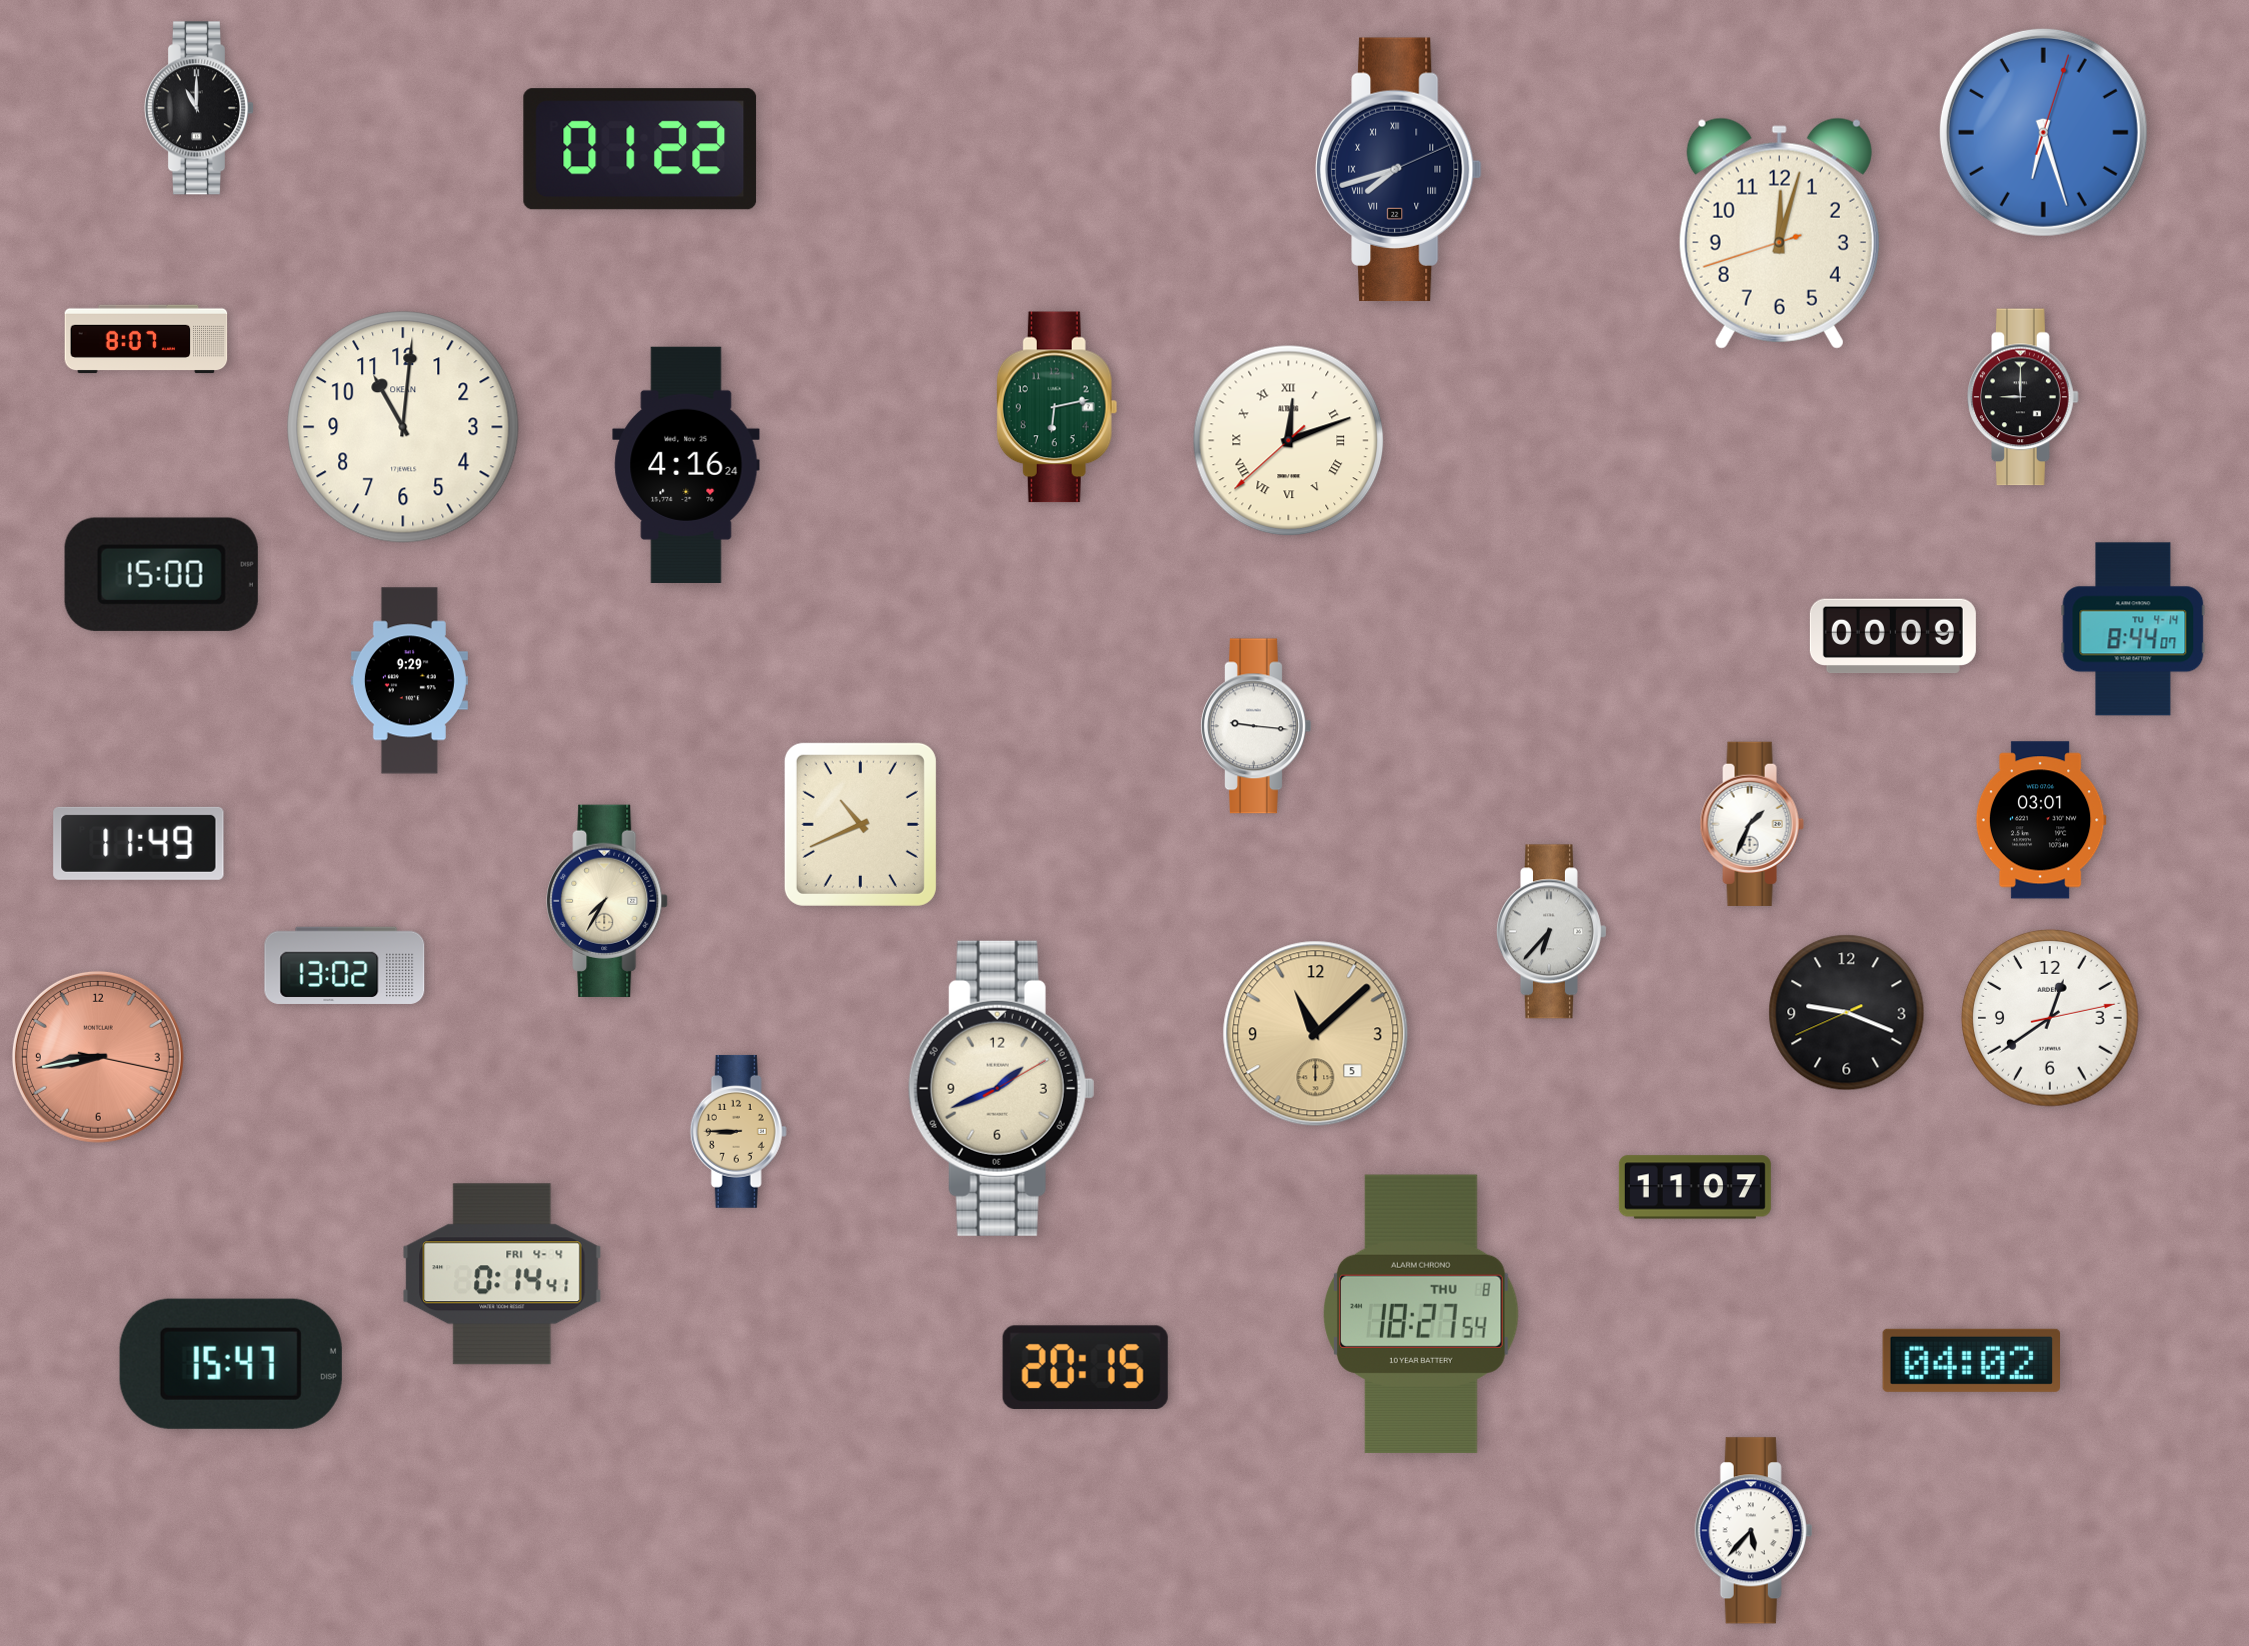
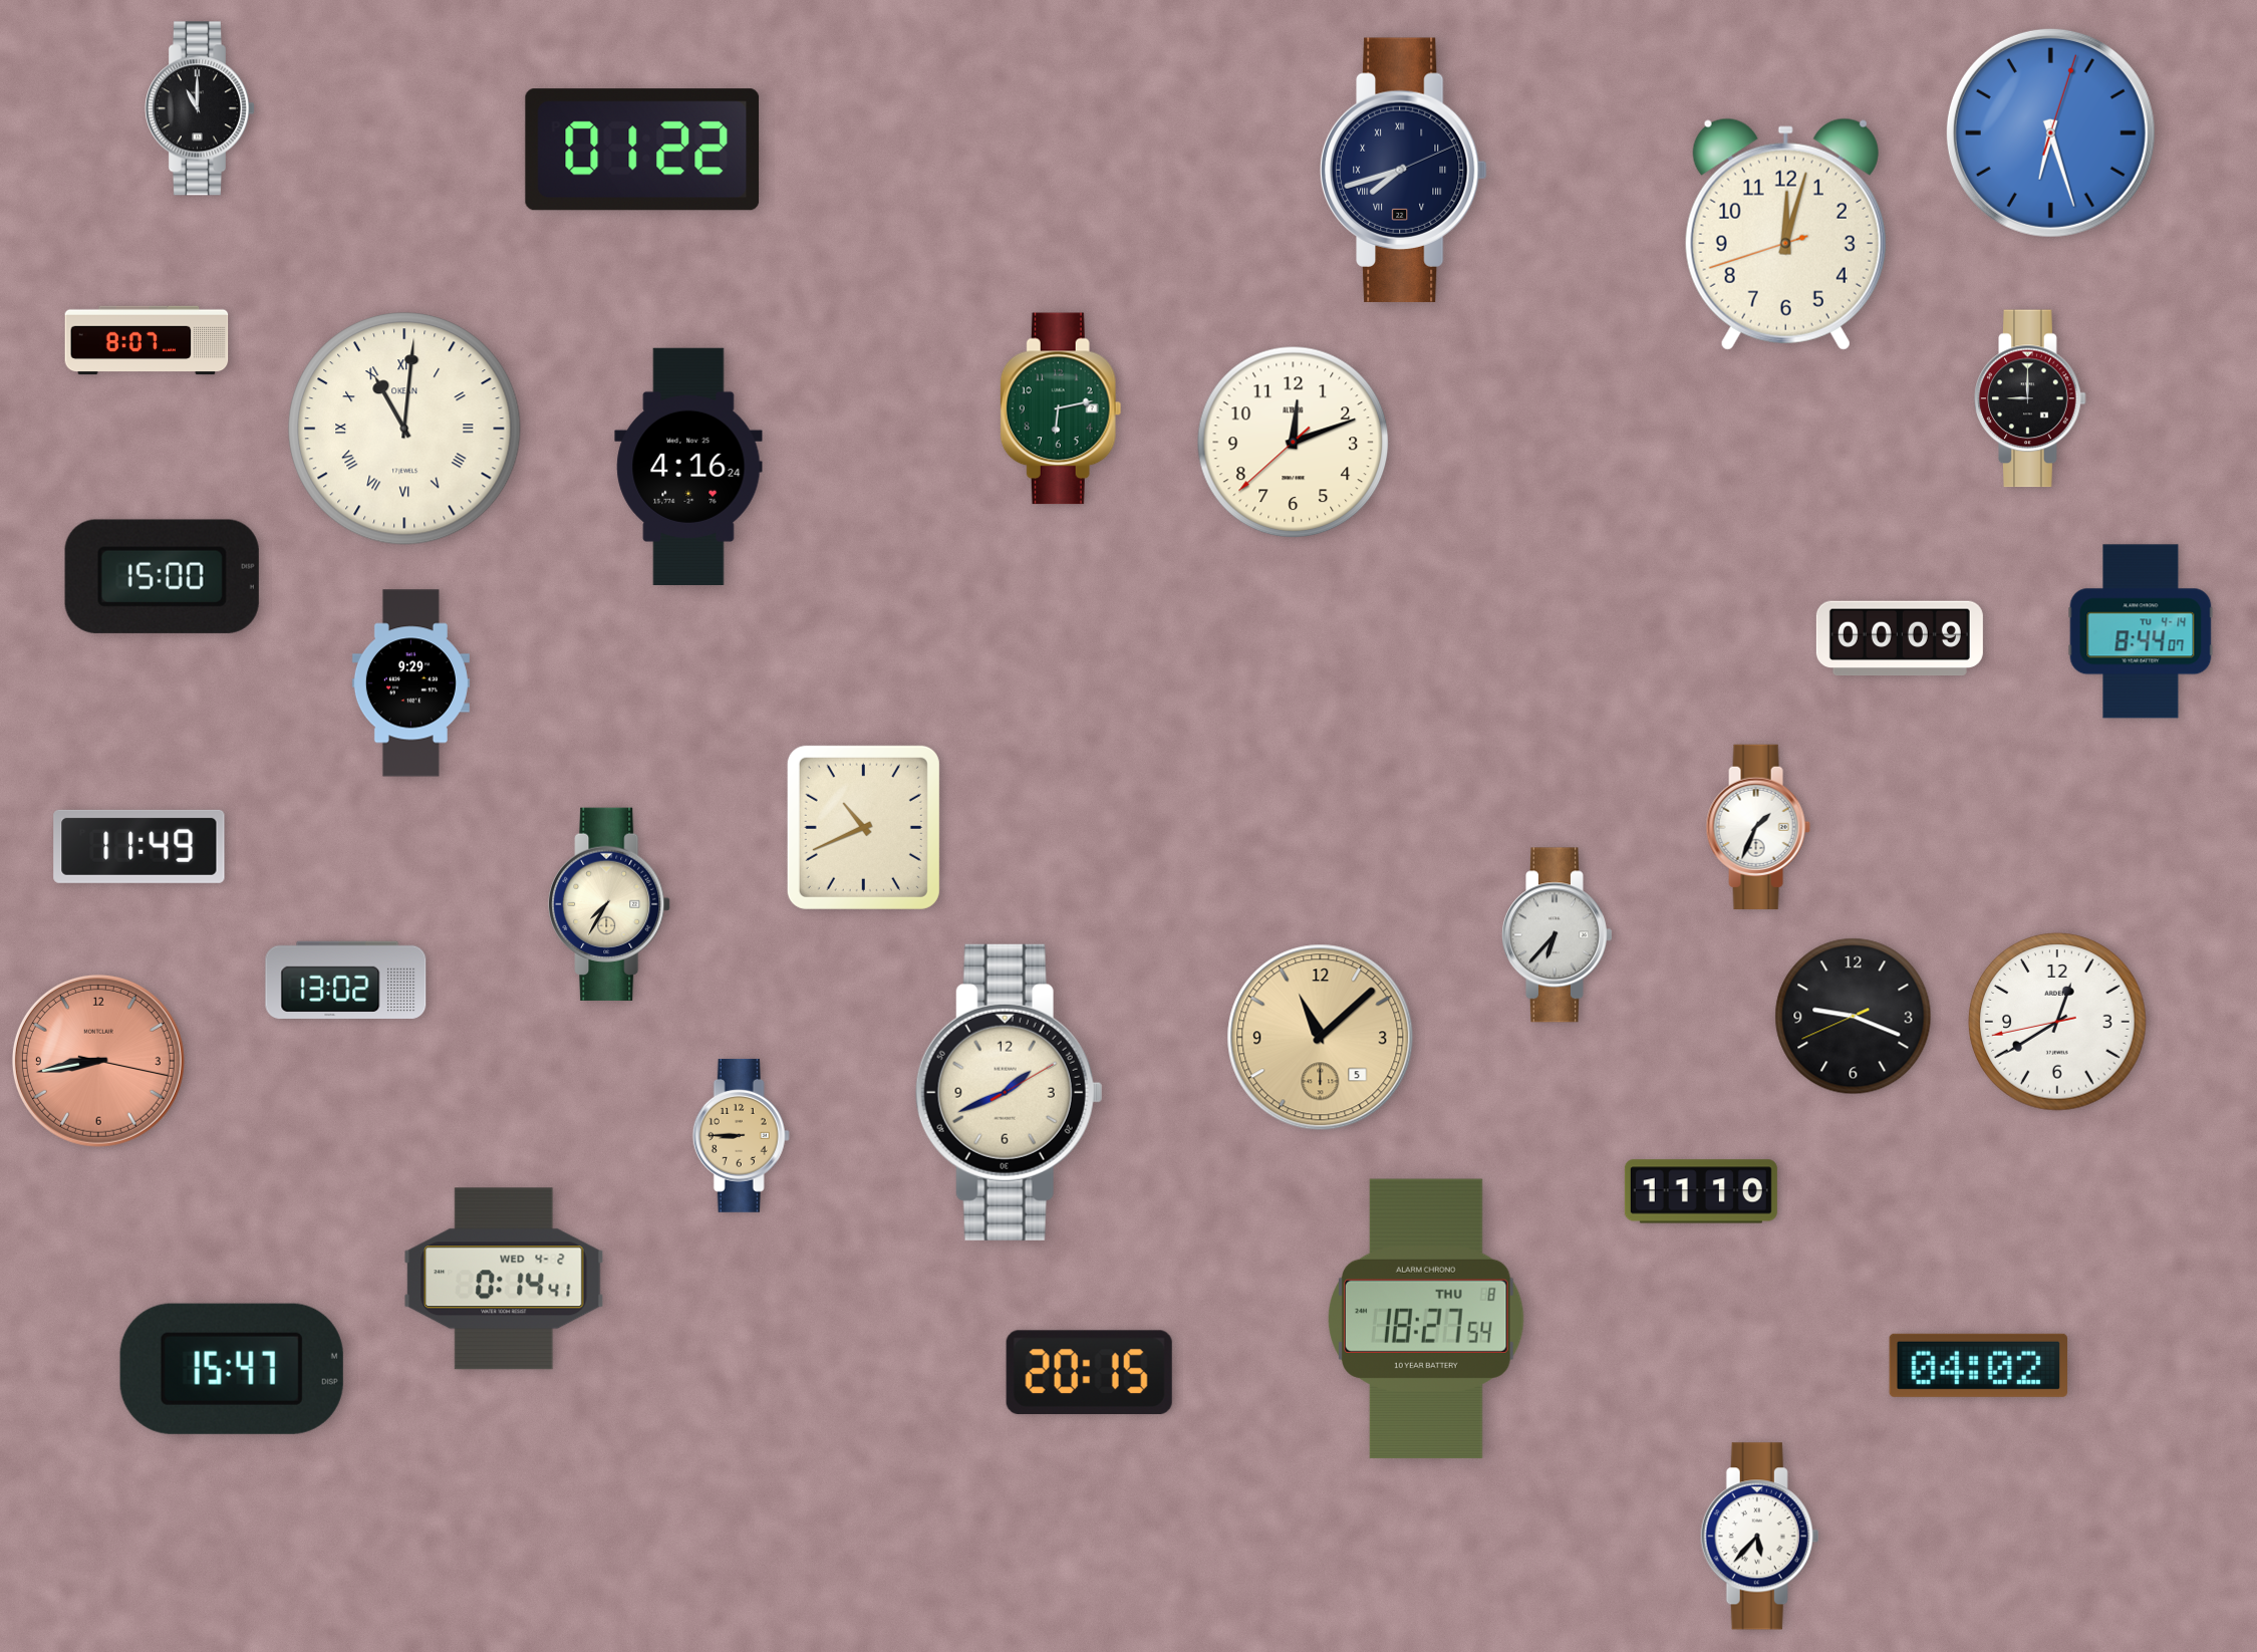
clock at (403, 427) numerals: Arabic -> Roman
clock at (1289, 441) numerals: Roman -> Arabic
clock at (1256, 726): 9:16 -> none
clock at (2041, 820): 03:01 -> none
clock at (345, 965) position: (345, 965) -> (346, 980)
clock at (2050, 1018): 12:39:13 -> 12:39:43
clock at (1001, 1088) position: (1001, 1088) -> (1009, 1092)
clock at (1695, 1187): 11:07 -> 11:10
clock at (502, 1274) date: FRI 4-4 -> WED 4-2
